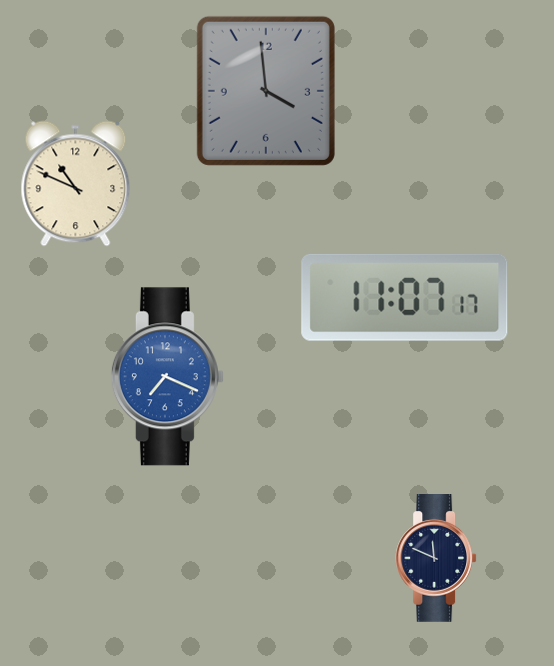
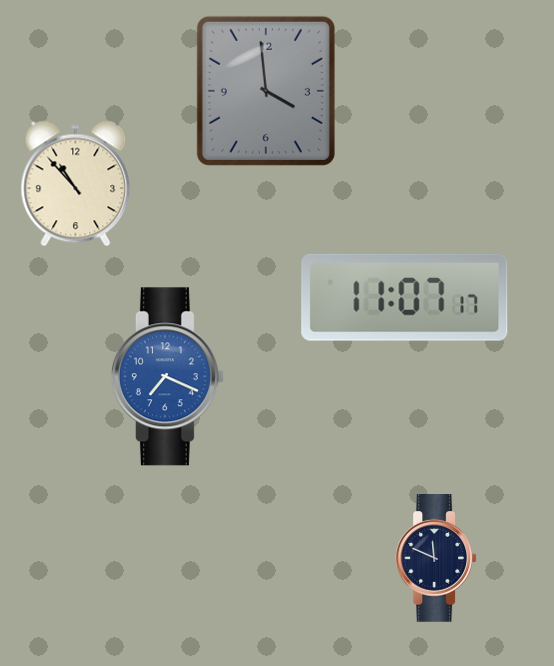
clock at (76, 184): 10:49 -> 10:53
